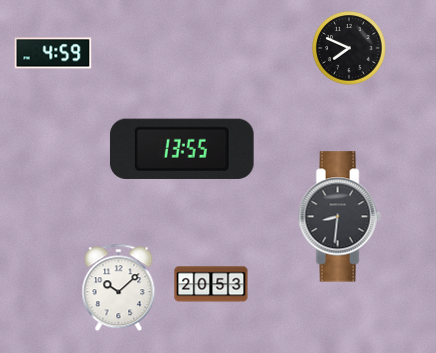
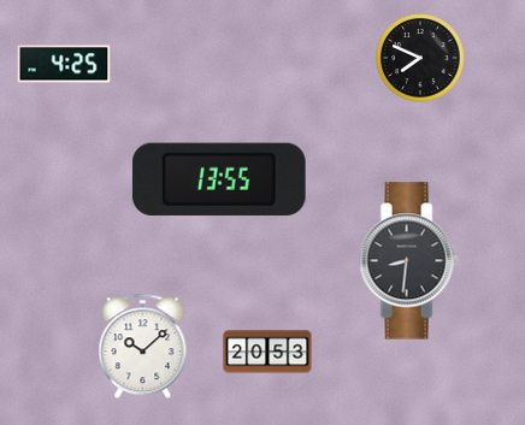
clock at (53, 53): 4:59 -> 4:25
clock at (211, 284) position: (211, 284) -> (267, 352)
